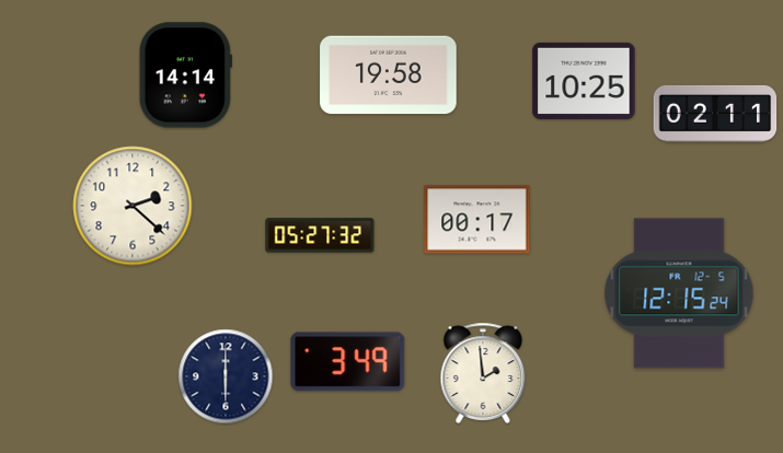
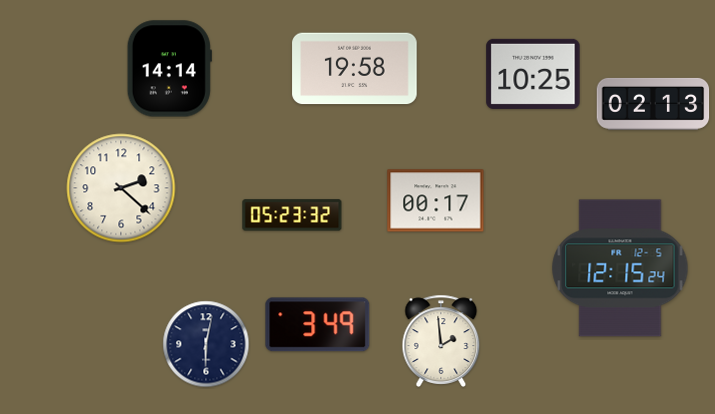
clock at (715, 114): 02:11 -> 02:13
clock at (320, 235): 05:27 -> 05:23
clock at (348, 362) position: (348, 362) -> (318, 325)
clock at (226, 376): 6:00 -> 6:02
